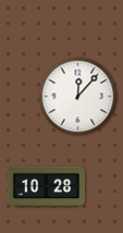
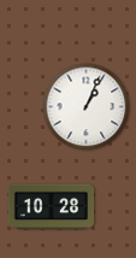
clock at (78, 97): 12:07 -> 1:04
